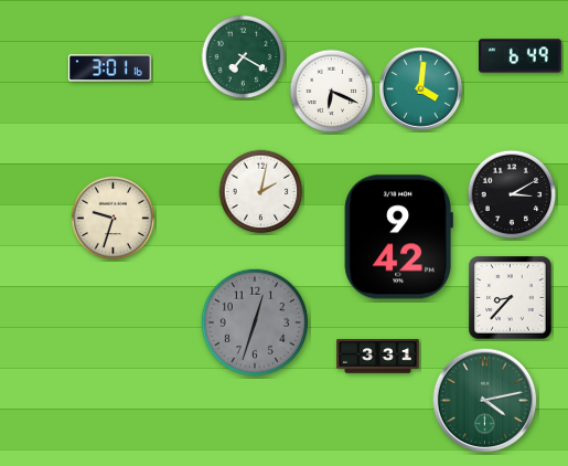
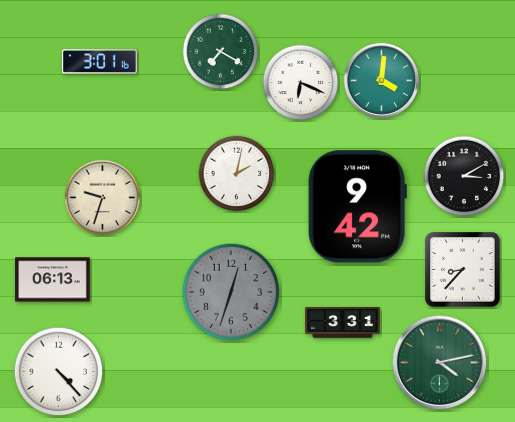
clock at (521, 56): 6:49 -> none
clock at (398, 237) position: (398, 237) -> (357, 207)
clock at (53, 280): none -> 06:13
clock at (59, 372): none -> 4:23
